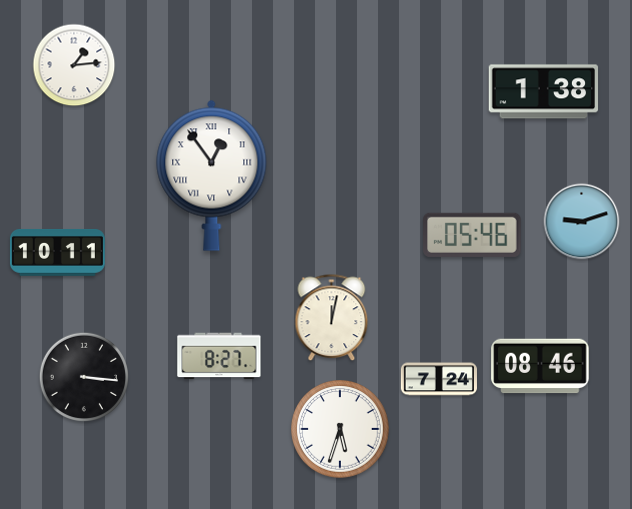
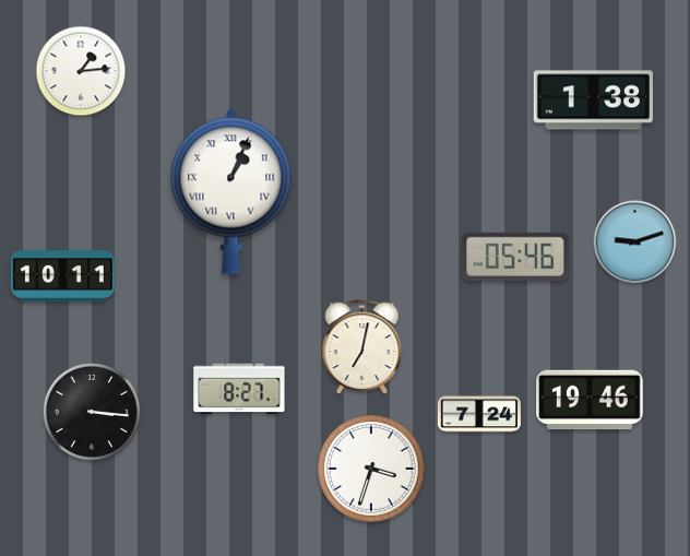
clock at (212, 175): 12:54 -> 1:04
clock at (332, 318): 12:02 -> 7:02
clock at (540, 366): 08:46 -> 19:46
clock at (340, 429): 5:33 -> 3:33
